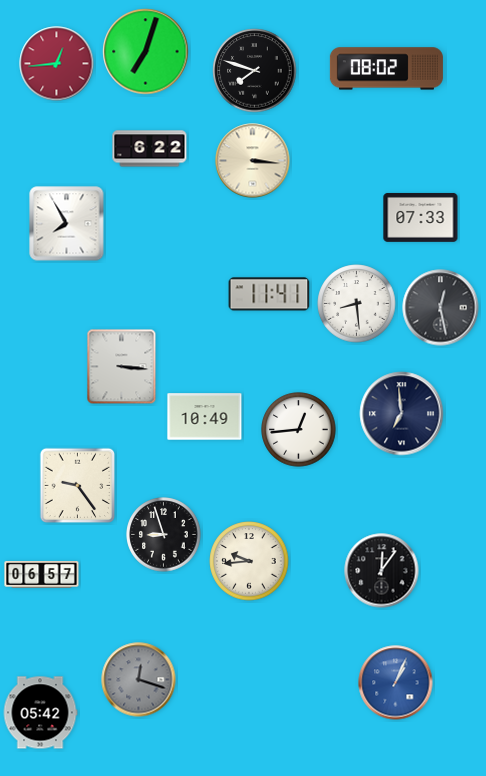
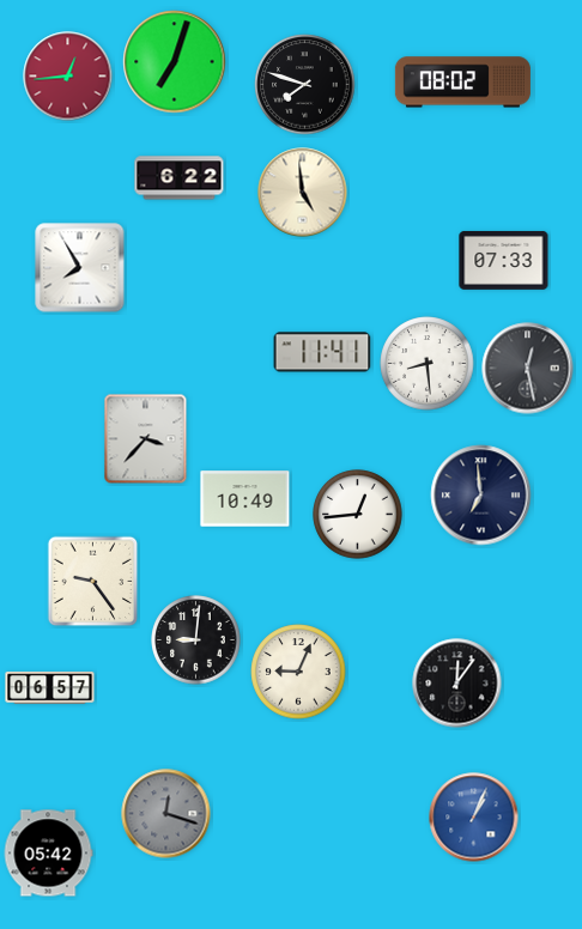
clock at (253, 161): 3:16 -> 4:59
clock at (122, 367): 3:16 -> 3:37
clock at (164, 535): 8:57 -> 9:01
clock at (249, 561): 9:44 -> 9:04
